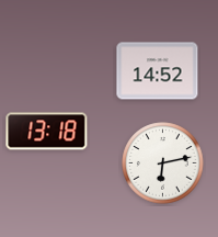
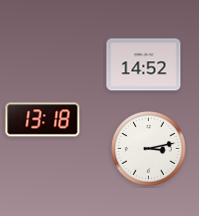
clock at (163, 163): 6:13 -> 3:13
